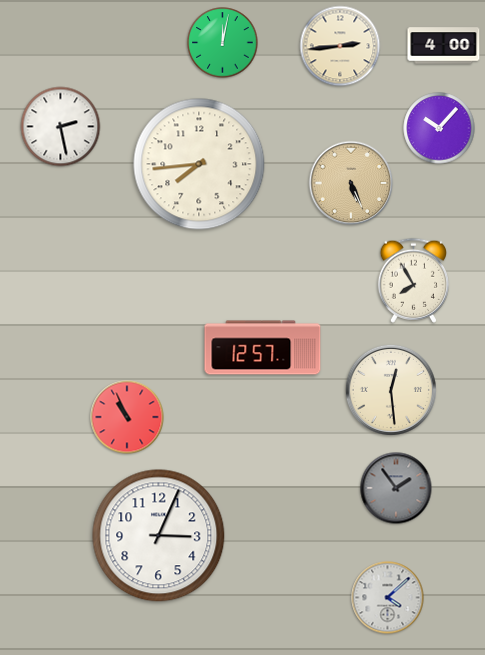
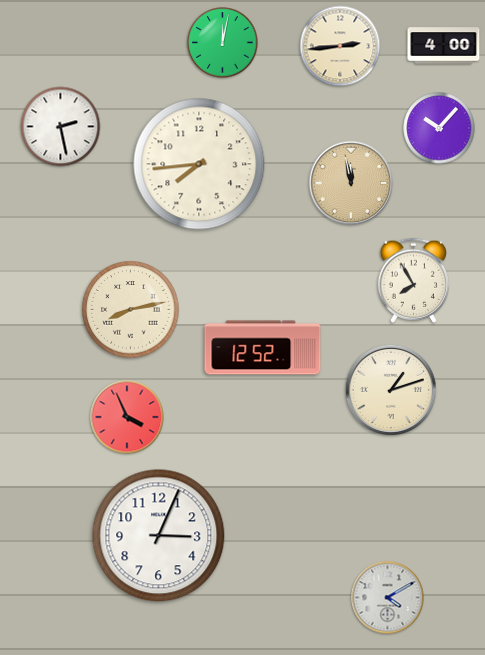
clock at (351, 183): 5:26 -> 11:58
clock at (131, 310): none -> 8:13
clock at (263, 348): 12:57 -> 12:52
clock at (391, 390): 12:29 -> 1:12
clock at (127, 417): 10:56 -> 3:56
clock at (396, 488): 1:54 -> none
clock at (388, 598): 4:08 -> 4:10
